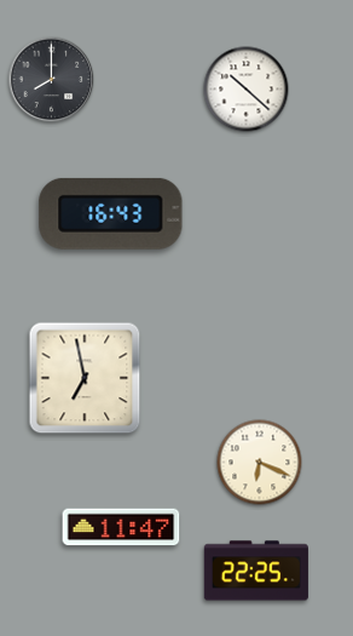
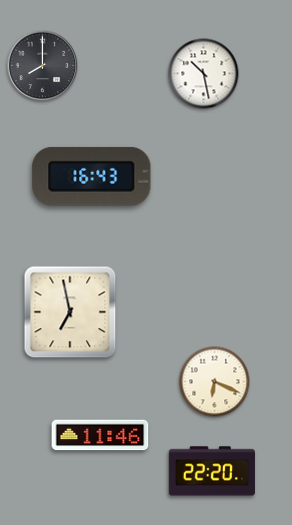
clock at (247, 90): 10:22 -> 10:28
clock at (121, 527): 11:47 -> 11:46
clock at (256, 571): 22:25 -> 22:20
